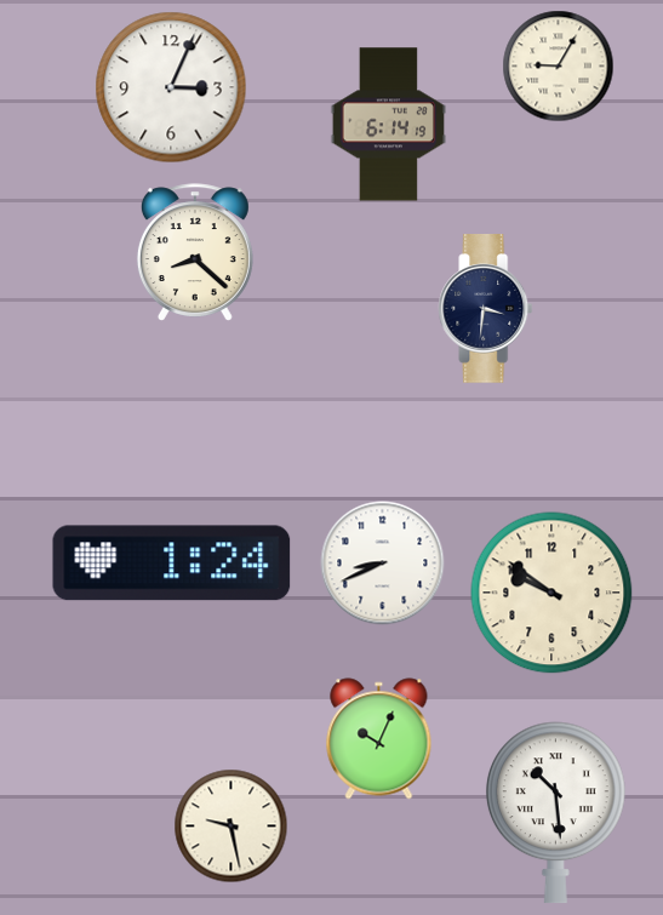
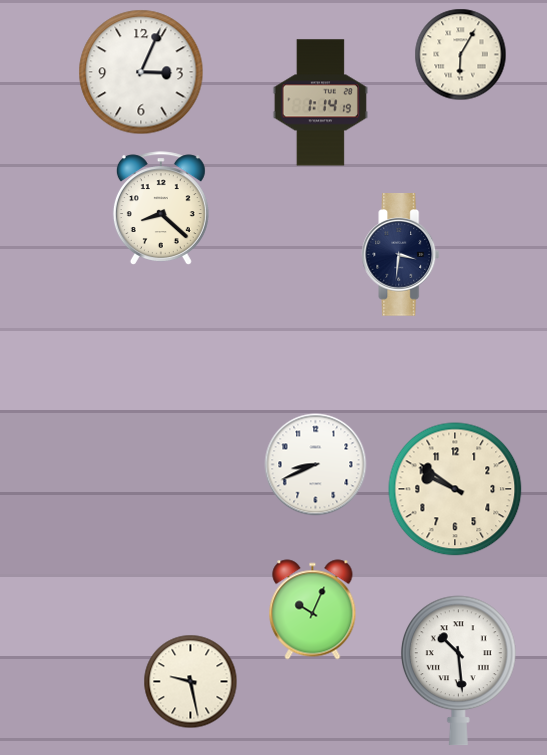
clock at (559, 67): 9:05 -> 6:05
clock at (388, 125): 6:14 -> 1:14
clock at (172, 564): 1:24 -> none
